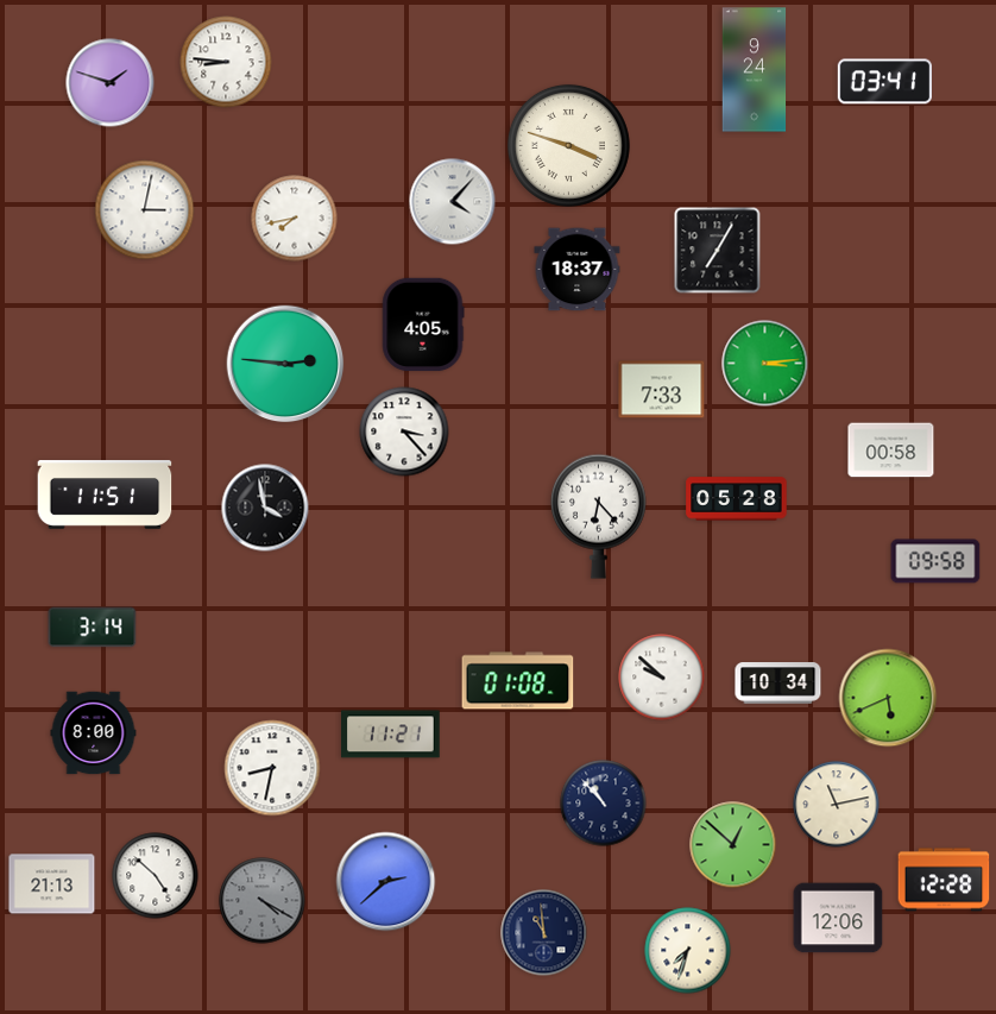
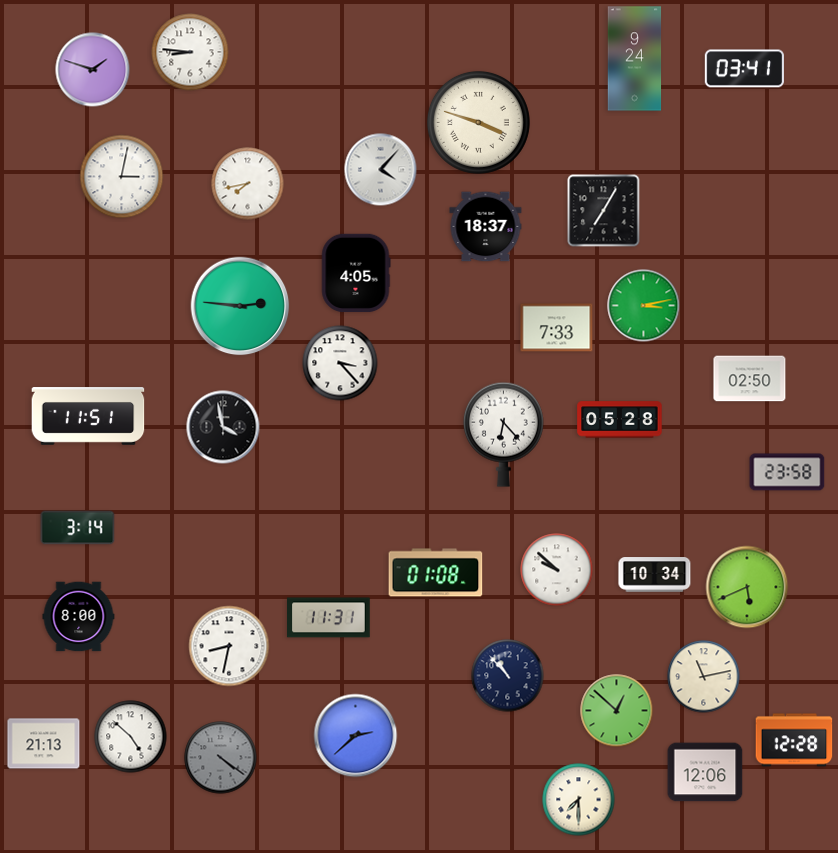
clock at (765, 364): 3:14 -> 3:13
clock at (891, 451): 00:58 -> 02:50
clock at (935, 561): 09:58 -> 23:58
clock at (391, 735): 11:21 -> 11:31
clock at (386, 882) position: (386, 882) -> (356, 736)
clock at (263, 901): 4:20 -> 4:21
clock at (544, 933): 10:59 -> none
clock at (688, 951): 7:33 -> 7:30
